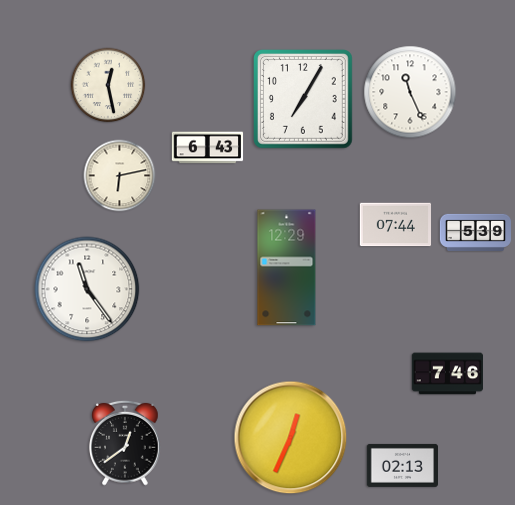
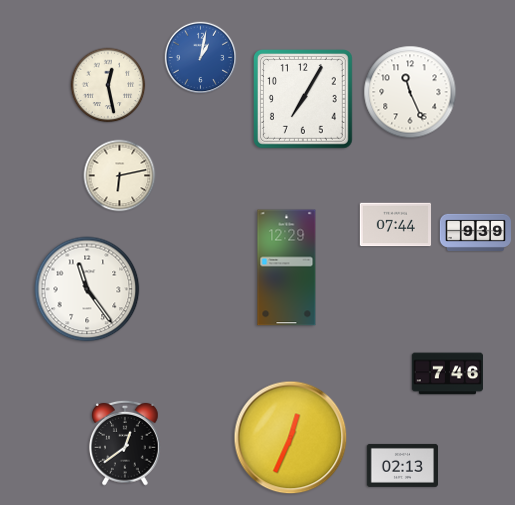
clock at (201, 58): none -> 1:02
clock at (208, 148): 6:43 -> none
clock at (476, 232): 5:39 -> 9:39
